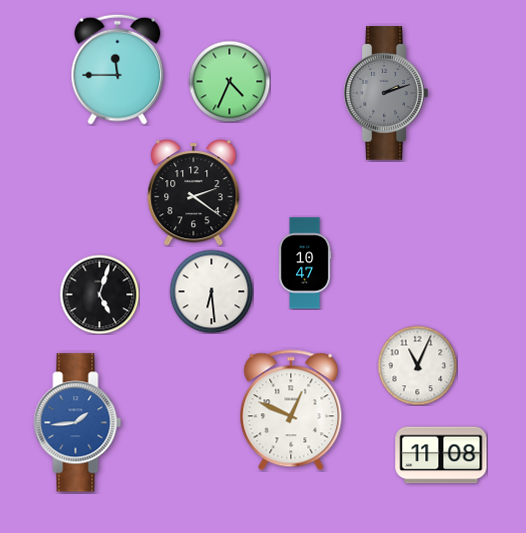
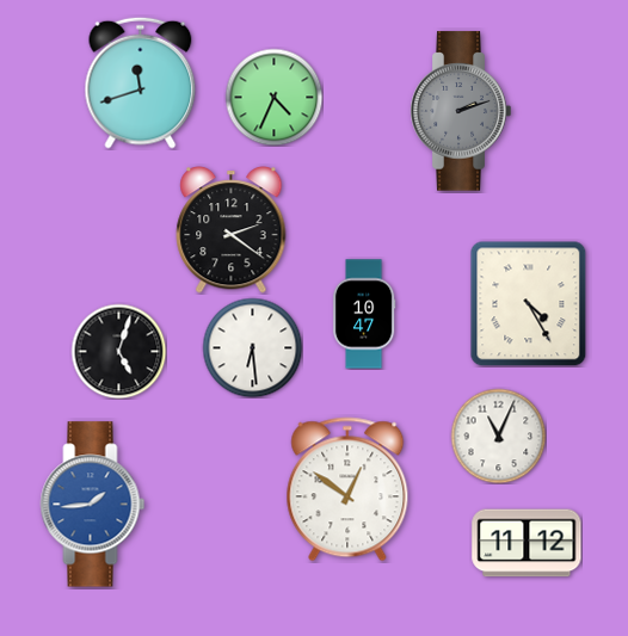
clock at (118, 69): 11:45 -> 11:42
clock at (529, 304): none -> 4:25
clock at (291, 410): 12:49 -> 12:51
clock at (441, 455): 11:08 -> 11:12
